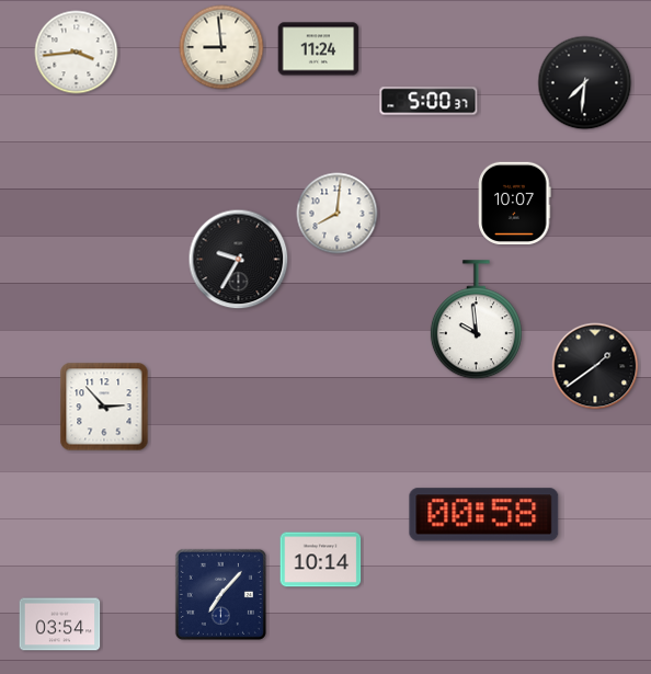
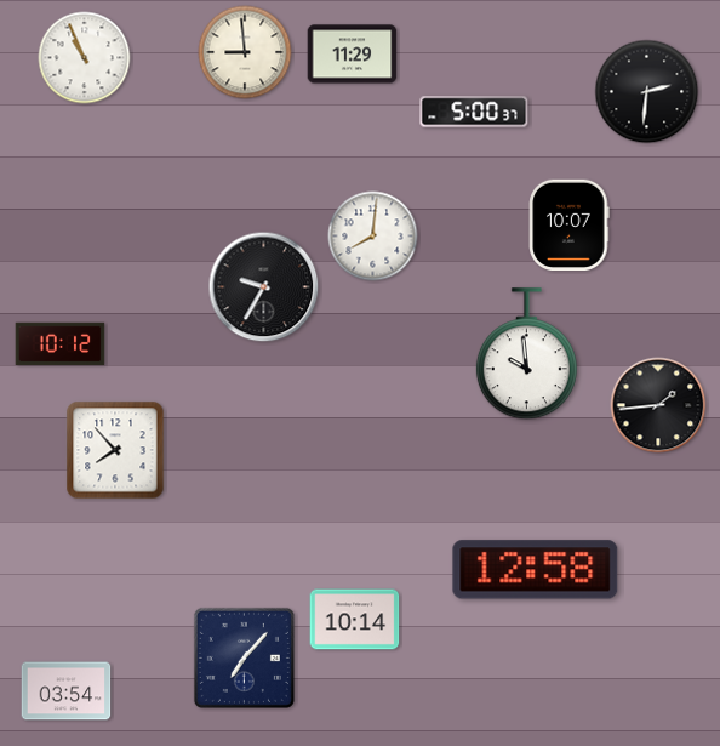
clock at (319, 49): 11:24 -> 11:29
clock at (77, 53): 3:44 -> 10:56
clock at (585, 83): 7:31 -> 2:31
clock at (61, 344): none -> 10:12
clock at (595, 366): 1:39 -> 1:44
clock at (104, 407): 2:53 -> 7:53
clock at (484, 515): 00:58 -> 12:58
